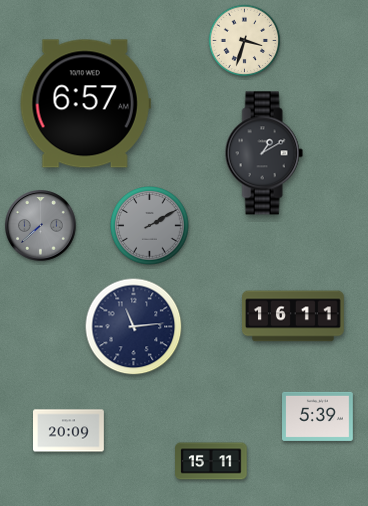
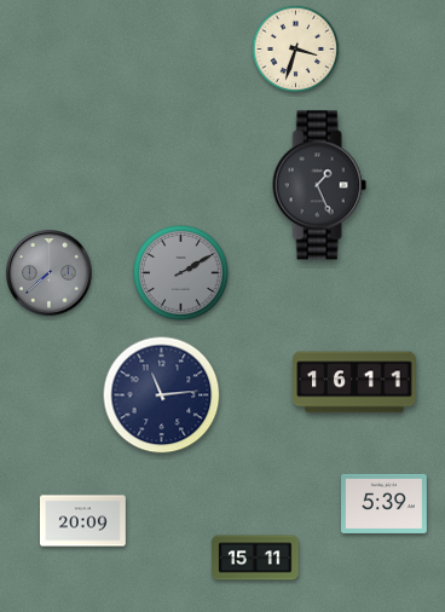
clock at (85, 104): 6:57 -> none
clock at (264, 153): 1:10 -> 1:26
